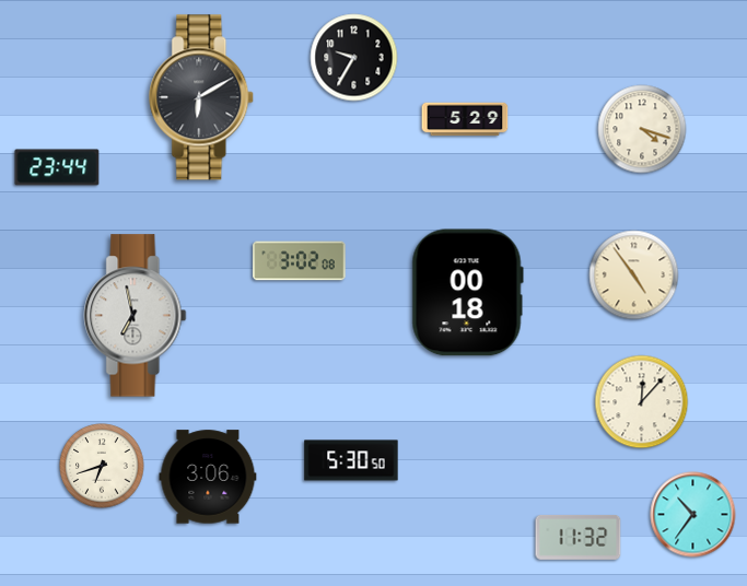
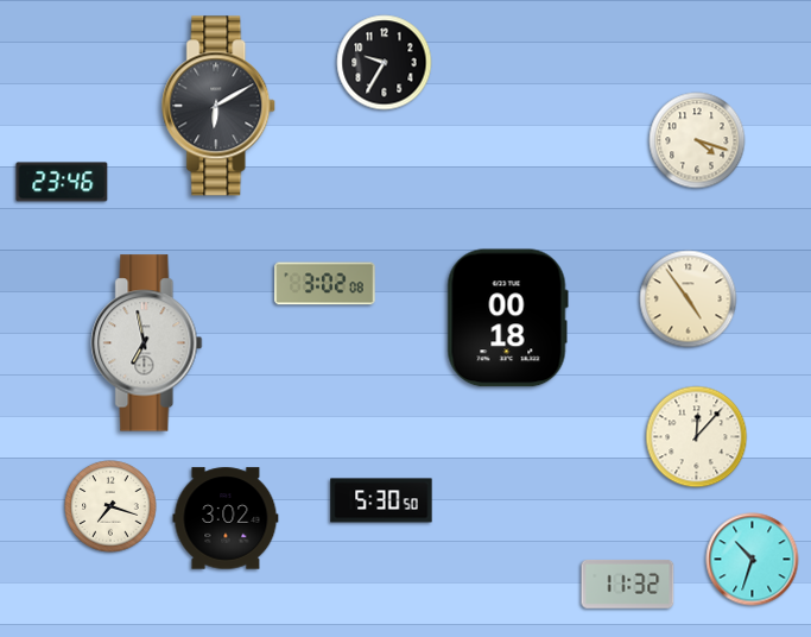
clock at (465, 119): 5:29 -> none
clock at (57, 167): 23:44 -> 23:46
clock at (102, 466): 6:42 -> 7:18
clock at (208, 477): 3:06 -> 3:02
clock at (693, 515): 10:36 -> 10:33
